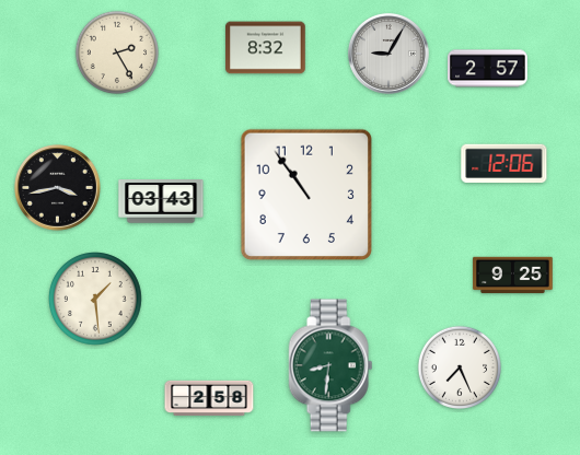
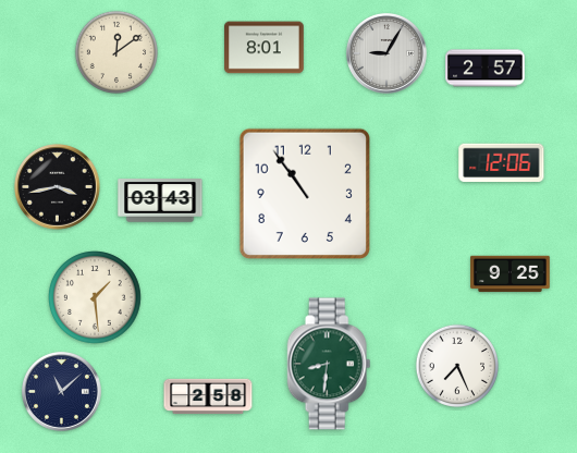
clock at (266, 48): 8:32 -> 8:01
clock at (116, 51): 2:25 -> 12:09
clock at (61, 391): none -> 11:08
